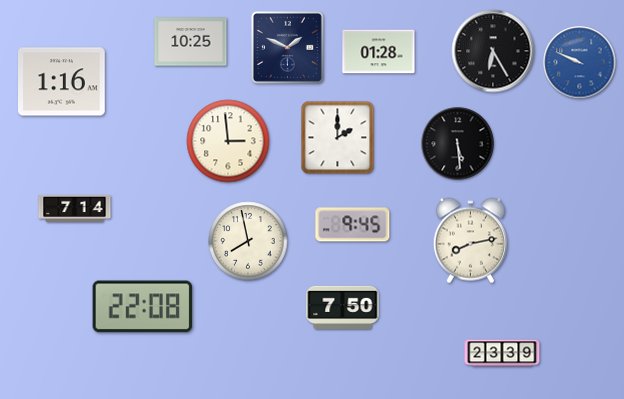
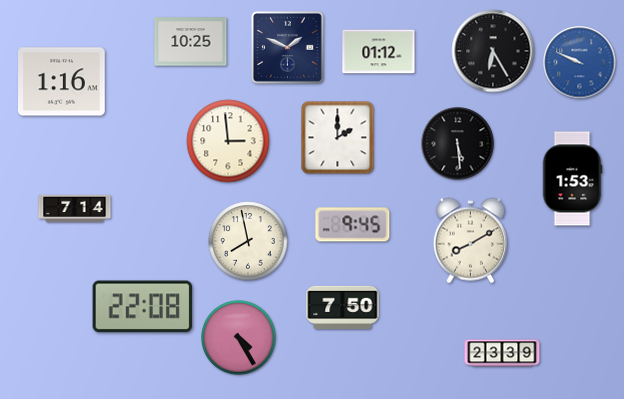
clock at (379, 52): 01:28 -> 01:12
clock at (572, 179): none -> 1:53
clock at (470, 241): 8:13 -> 8:10
clock at (239, 338): none -> 4:25
